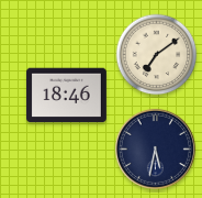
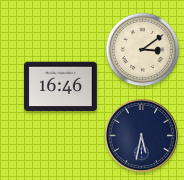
clock at (157, 55): 7:09 -> 3:09
clock at (67, 96): 18:46 -> 16:46
